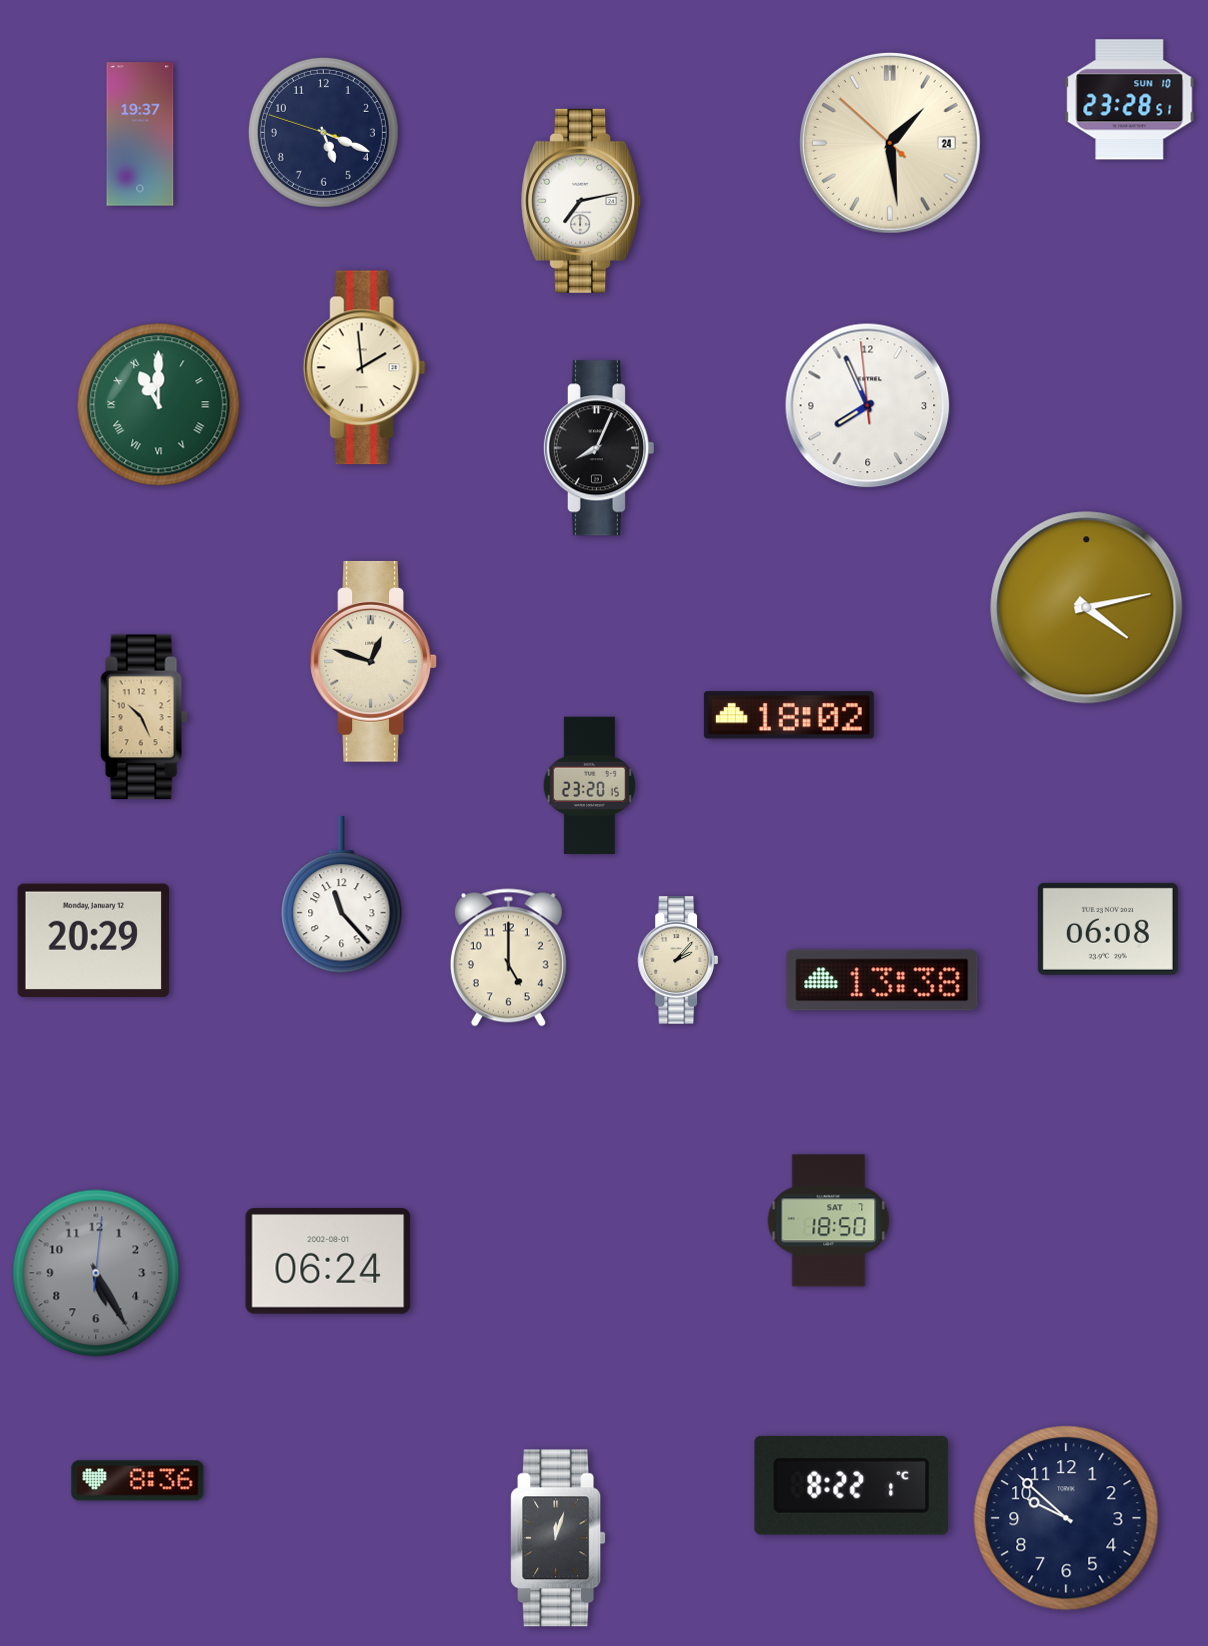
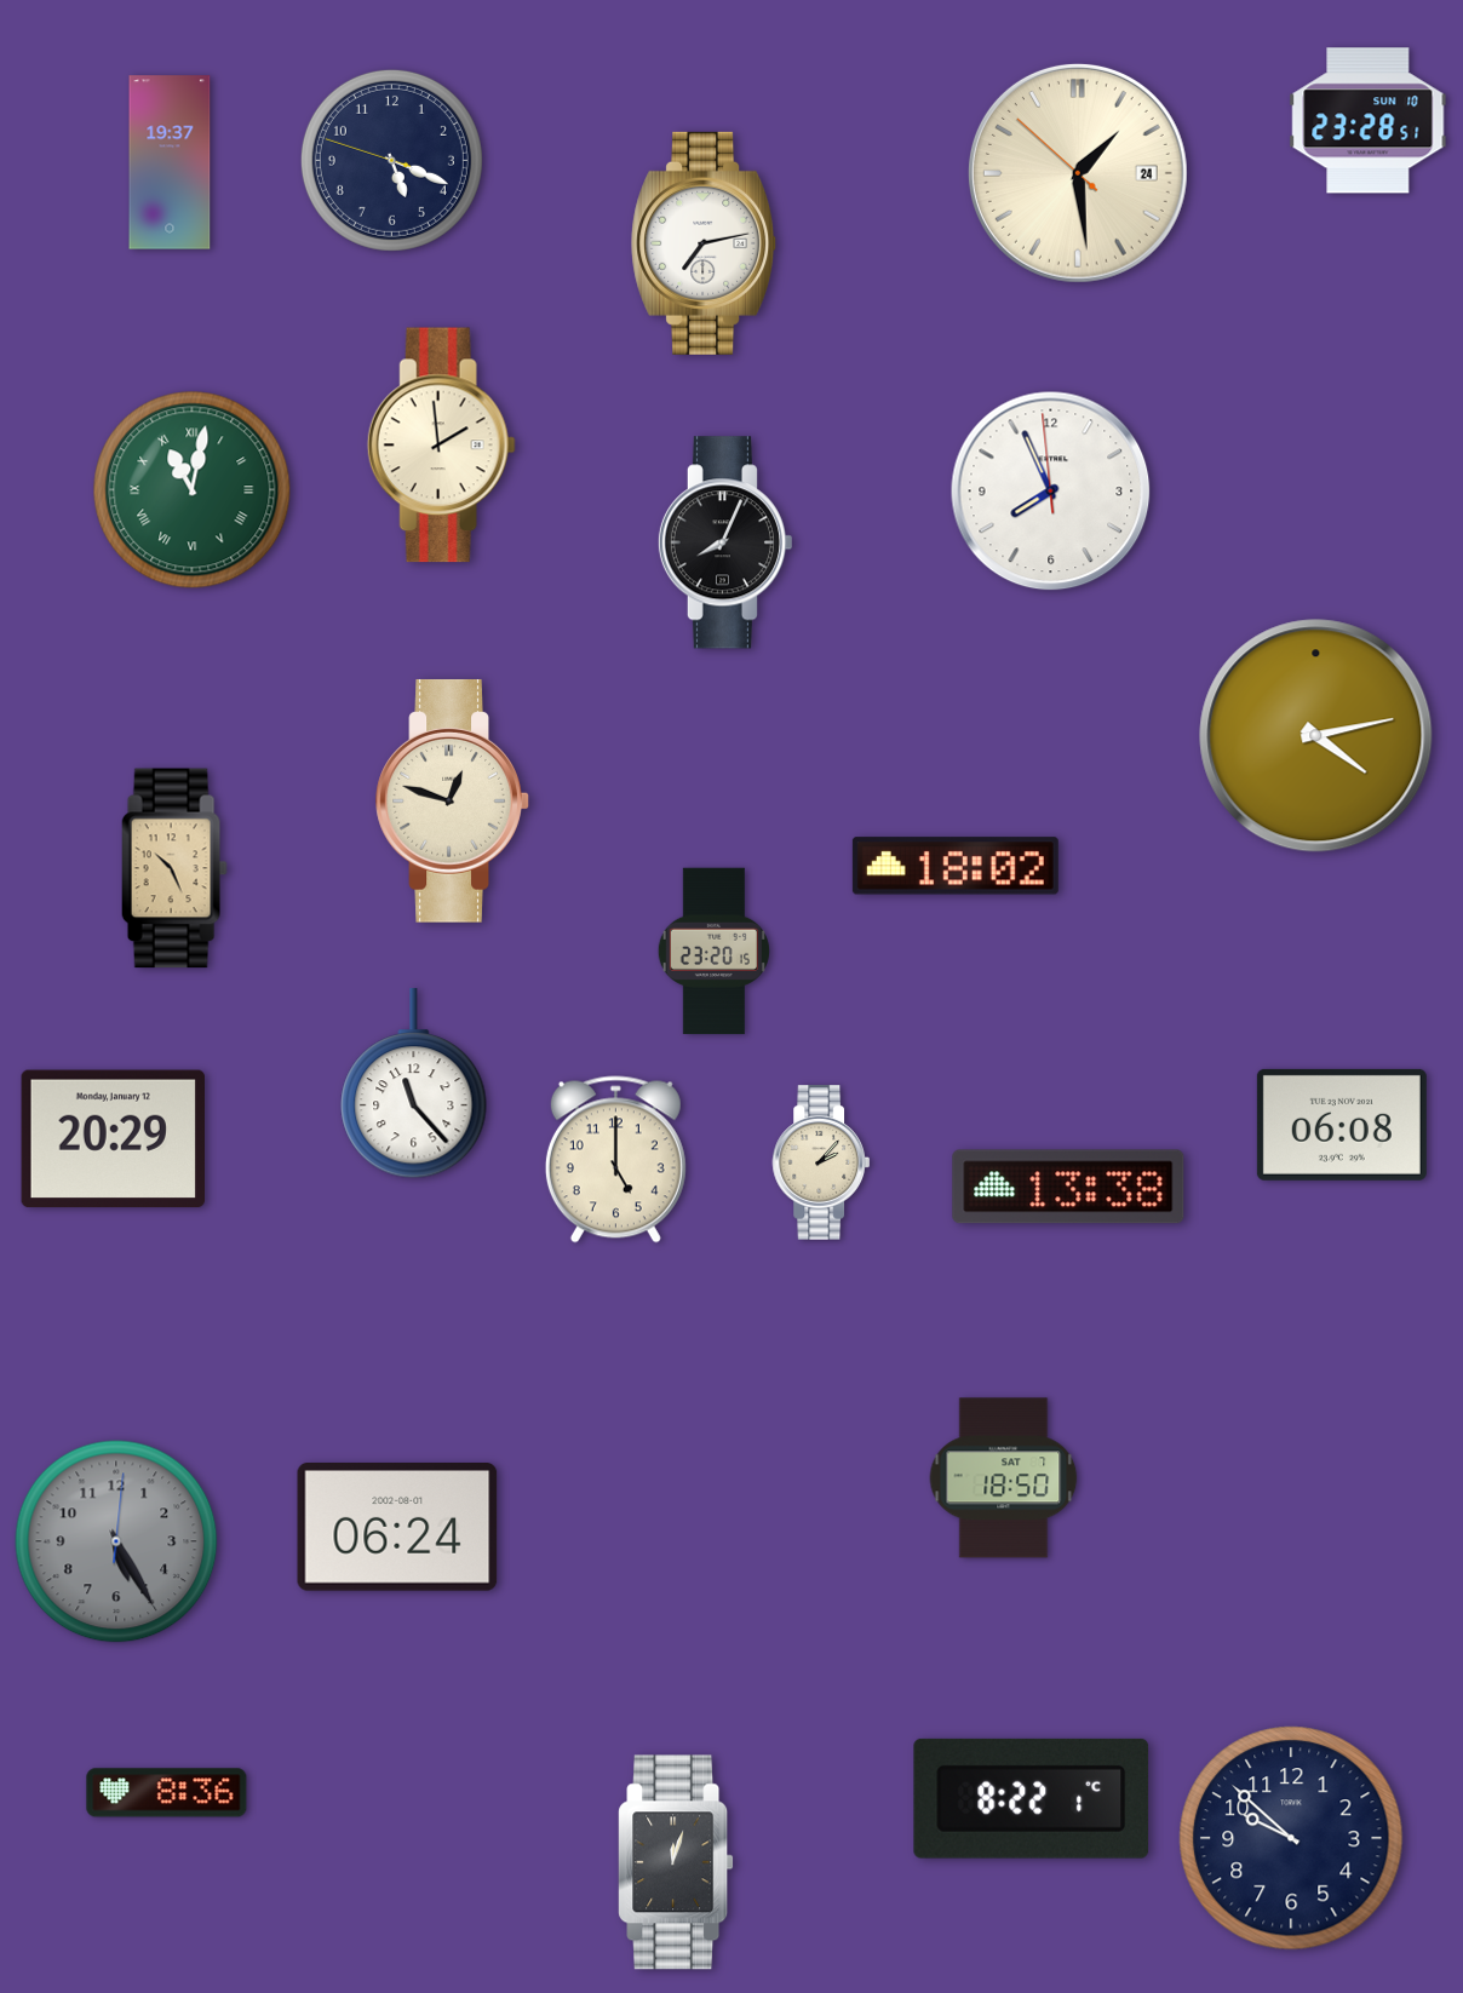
clock at (159, 405): 11:00 -> 11:02
